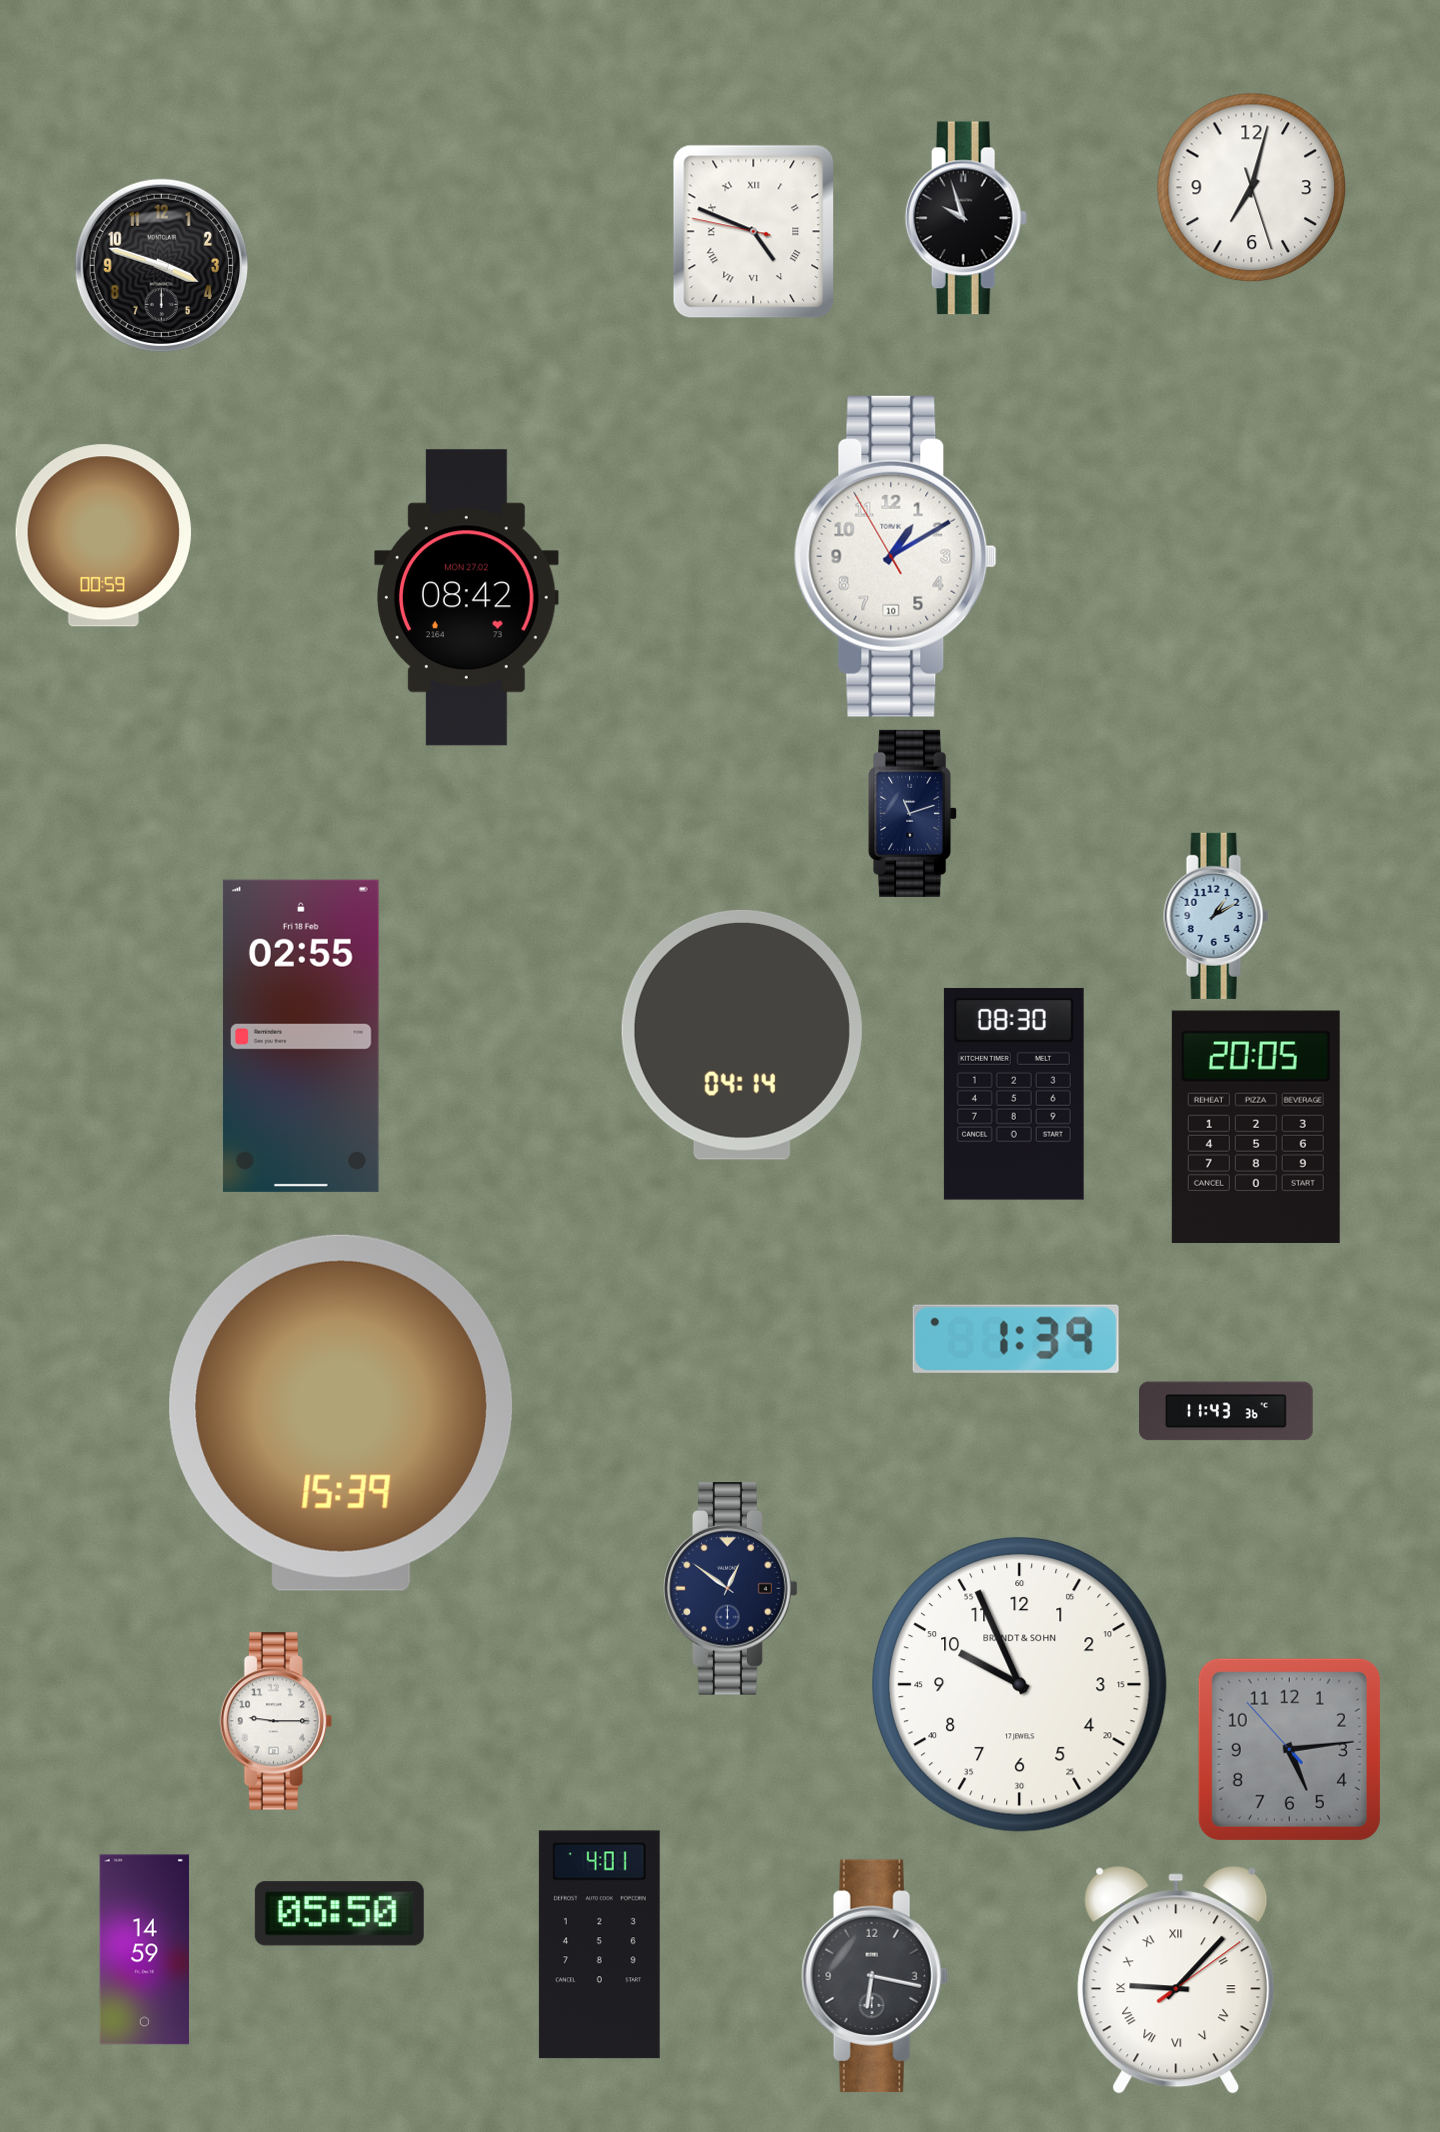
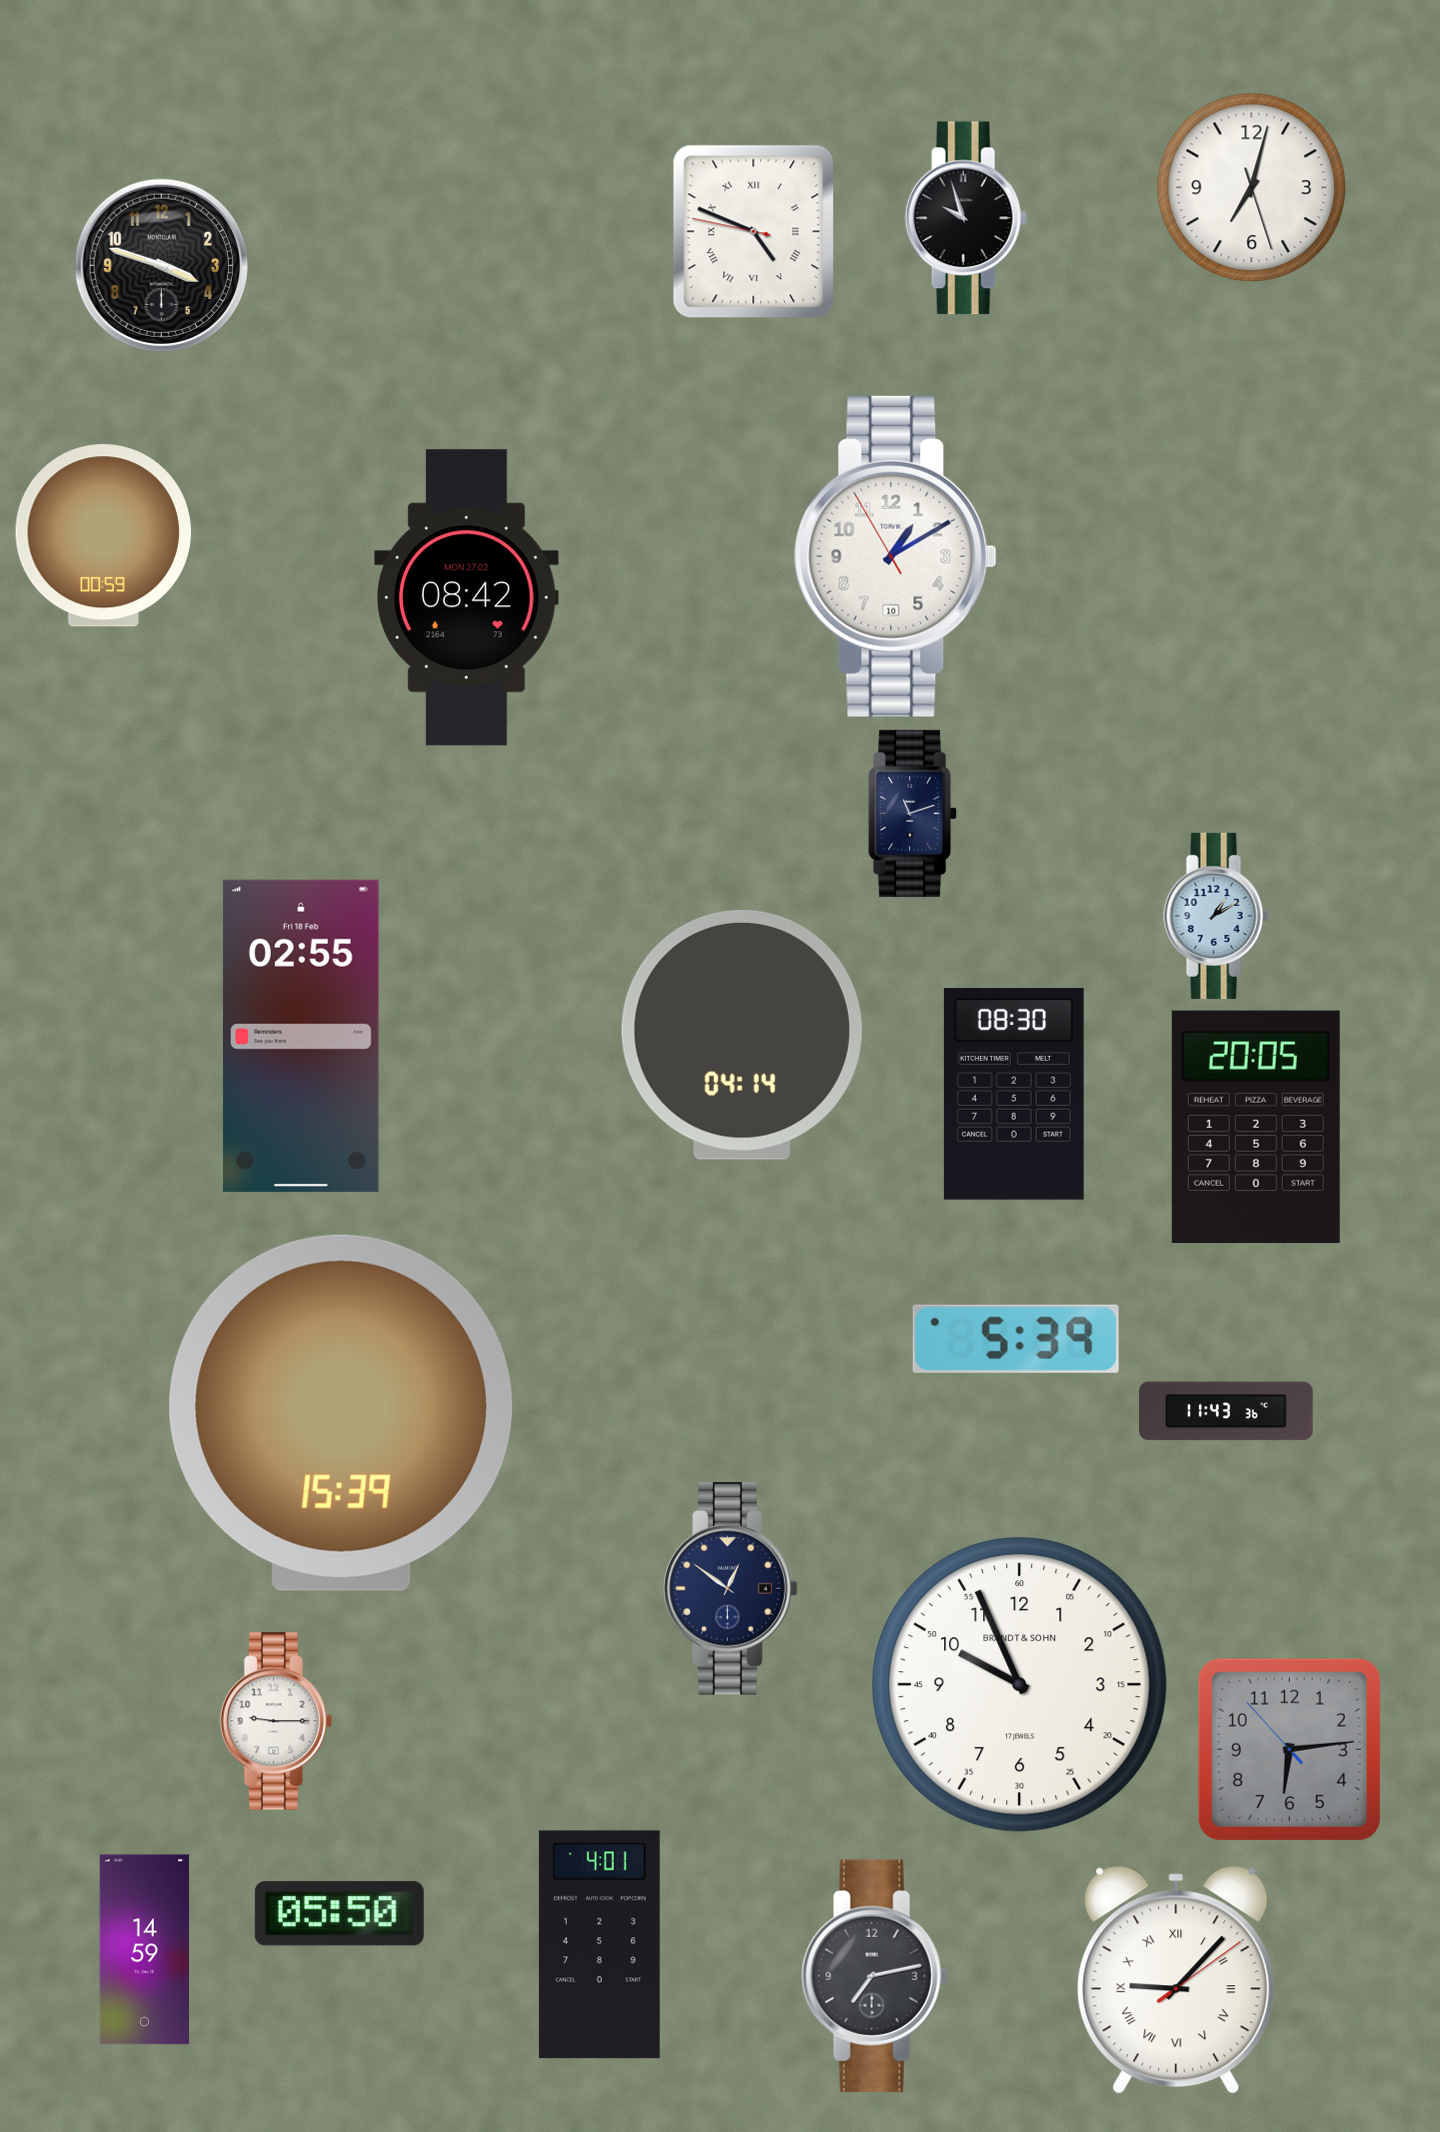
clock at (1016, 1339): 1:39 -> 5:39
clock at (1289, 1749): 5:13 -> 6:13
clock at (875, 1976): 6:17 -> 7:13
